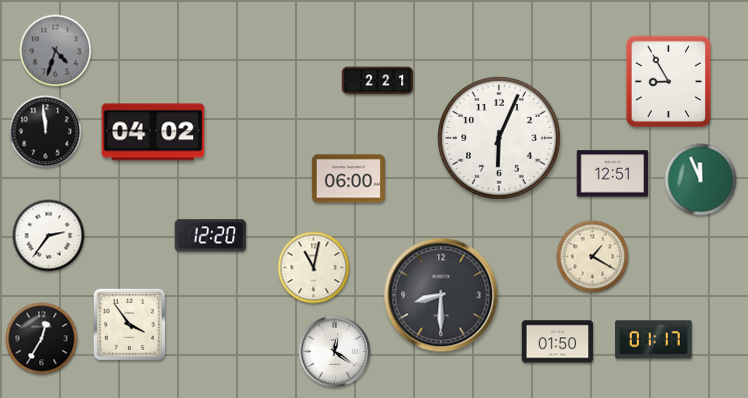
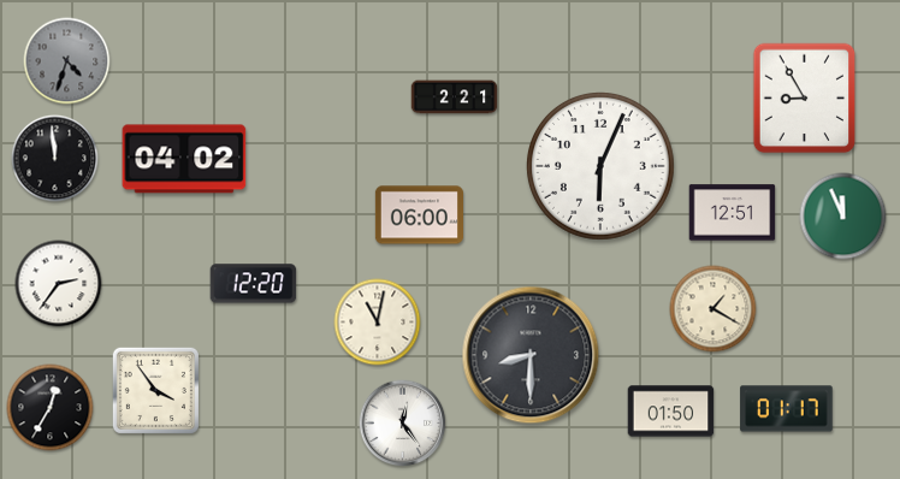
clock at (613, 174) position: (613, 174) -> (733, 213)
clock at (335, 352): 12:21 -> 12:24
